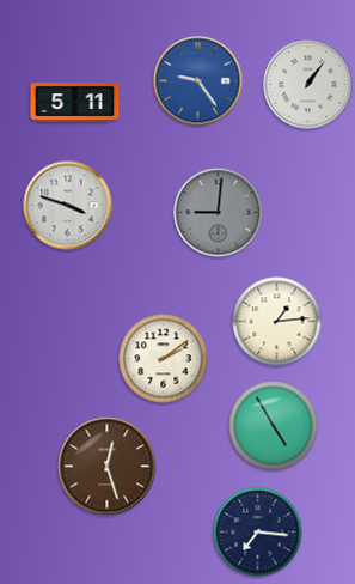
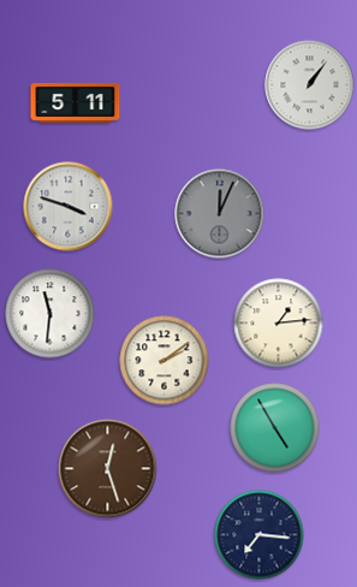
clock at (198, 81): 9:24 -> none
clock at (219, 213): 9:01 -> 12:04
clock at (50, 314): none -> 11:31
